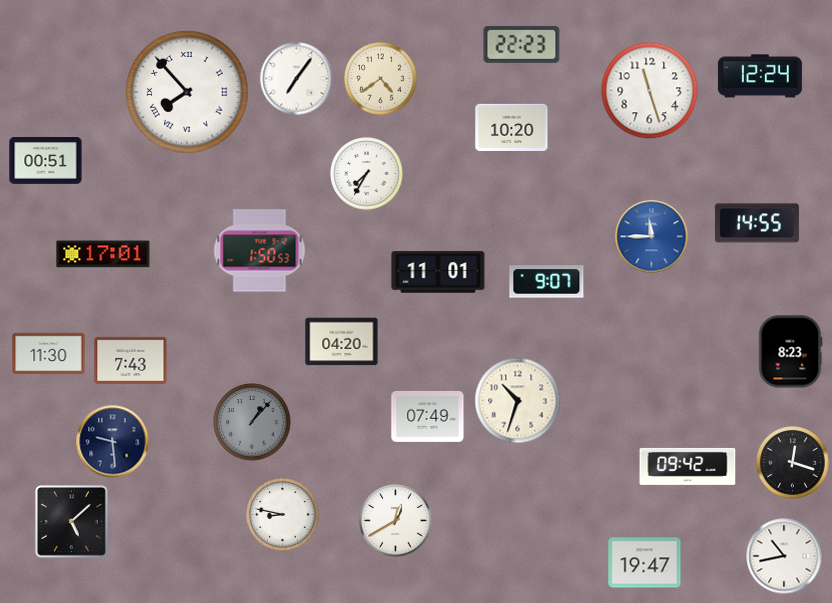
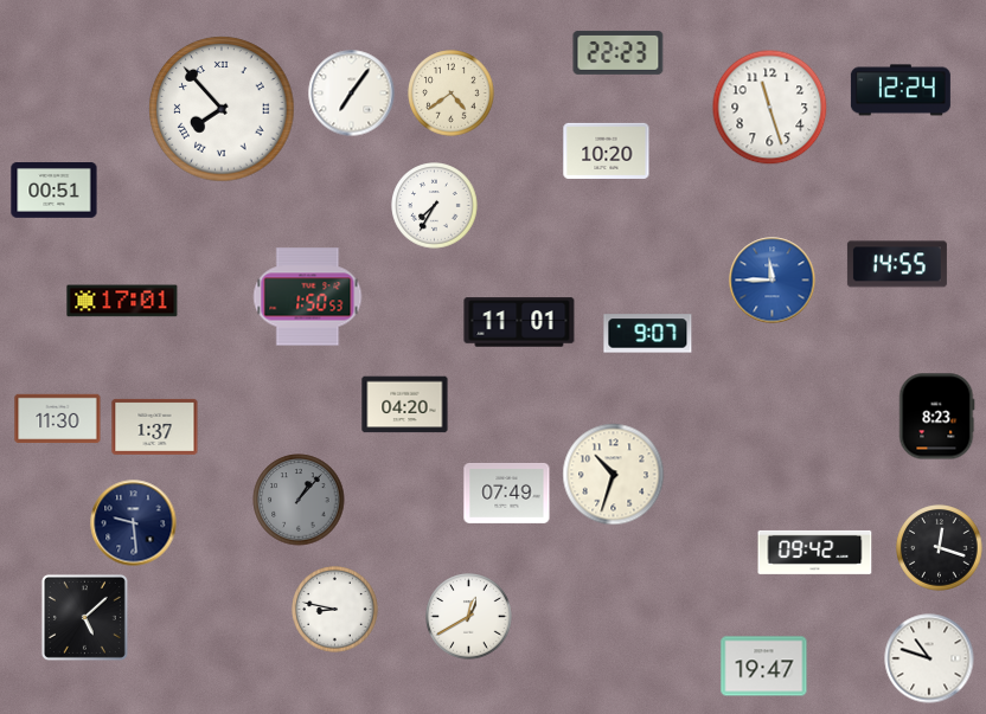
clock at (131, 360): 7:43 -> 1:37
clock at (784, 556): 10:43 -> 10:48
